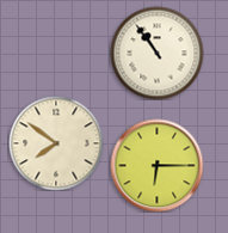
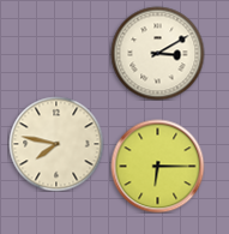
clock at (156, 53): 10:54 -> 3:10
clock at (56, 143): 7:51 -> 7:47
